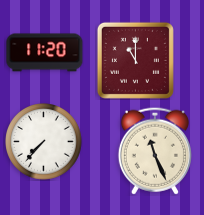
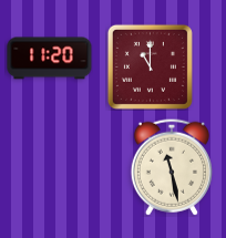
clock at (44, 142): 7:37 -> none
clock at (155, 151): 11:26 -> 11:28
